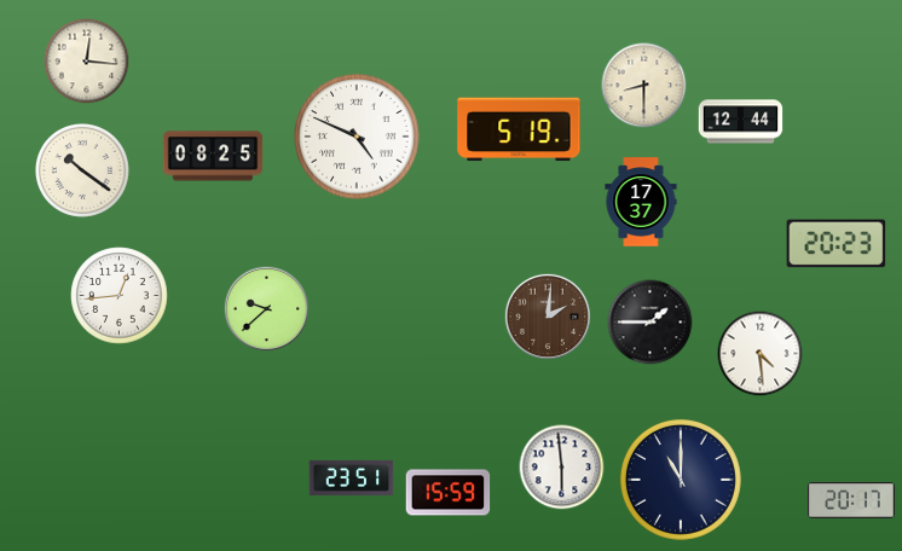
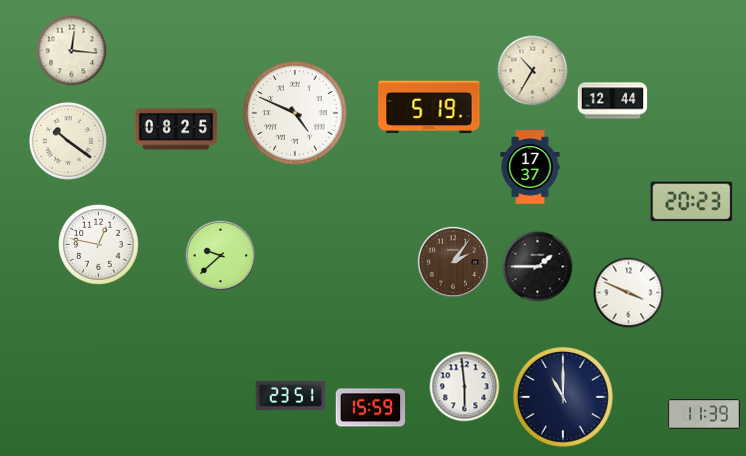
clock at (644, 86): 8:30 -> 10:35
clock at (120, 296): 12:44 -> 12:47
clock at (547, 315): 2:01 -> 2:06
clock at (761, 354): 4:29 -> 3:49
clock at (851, 500): 20:17 -> 11:39
